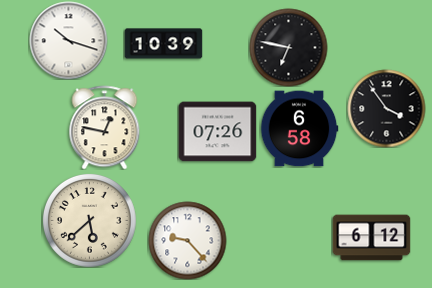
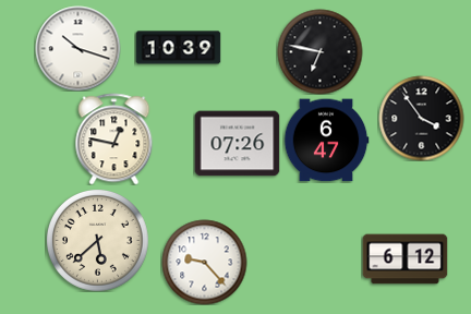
clock at (68, 40) position: (68, 40) -> (77, 48)
clock at (288, 47) position: (288, 47) -> (319, 51)
clock at (299, 129): 6:58 -> 6:47
